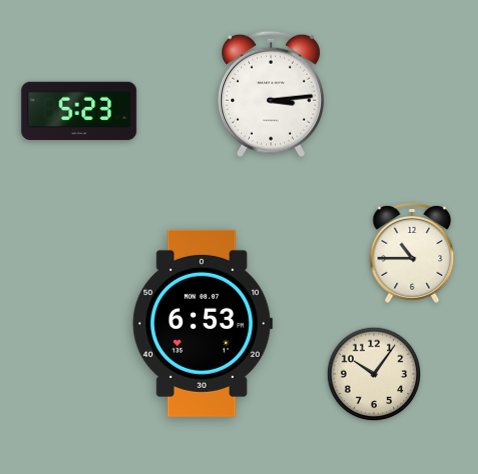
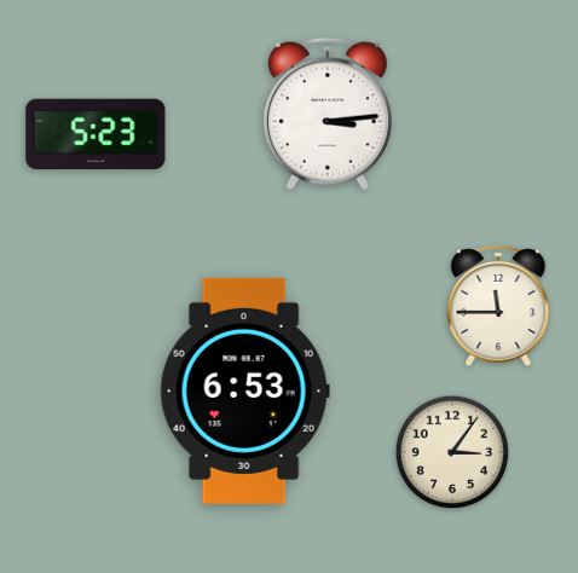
clock at (412, 253): 10:45 -> 11:45
clock at (374, 374): 10:06 -> 3:06
